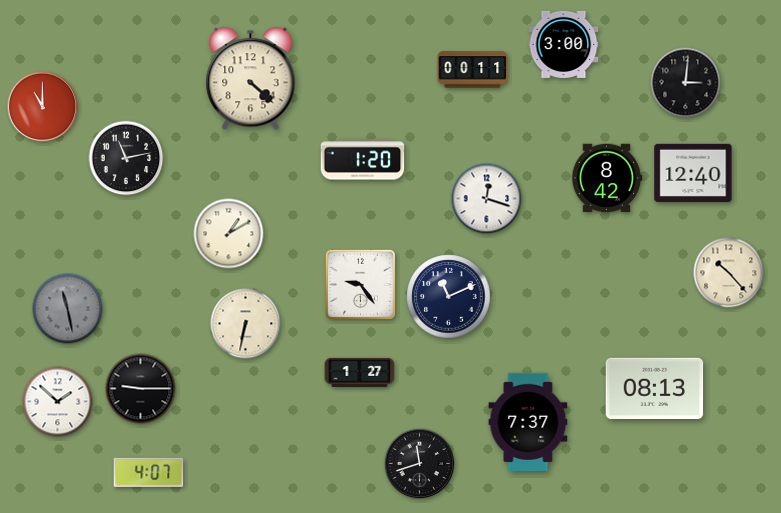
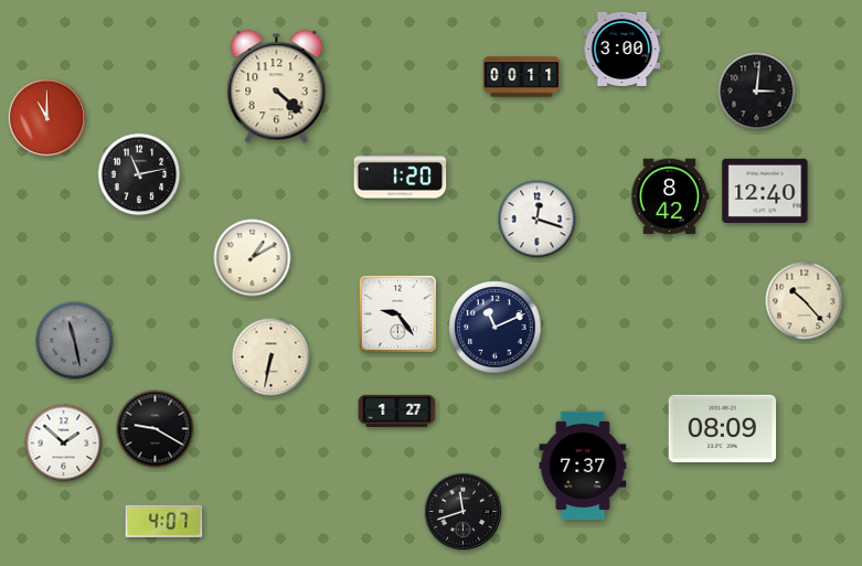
clock at (655, 388): 08:13 -> 08:09
clock at (141, 389): 9:15 -> 9:20
